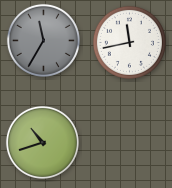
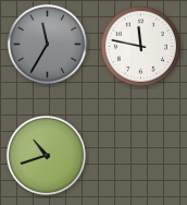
clock at (129, 42): 11:43 -> 11:47
